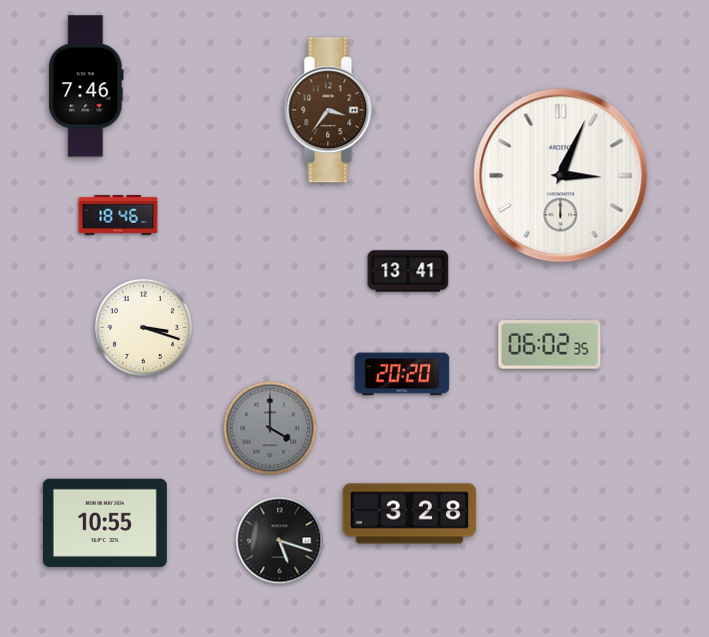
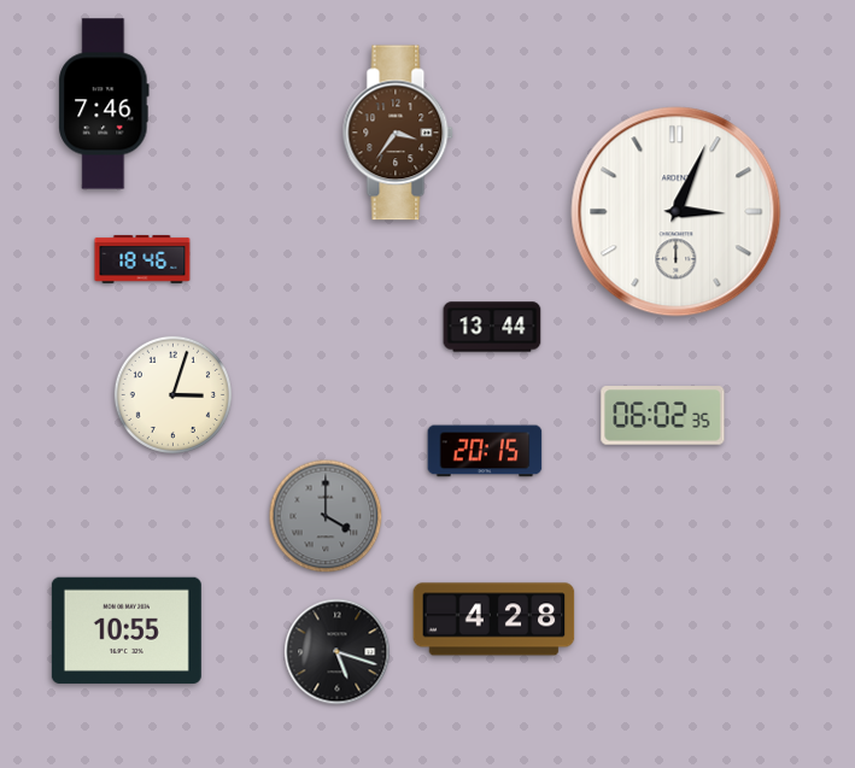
clock at (408, 271): 13:41 -> 13:44
clock at (143, 327): 3:18 -> 3:03
clock at (402, 374): 20:20 -> 20:15
clock at (410, 514): 3:28 -> 4:28
